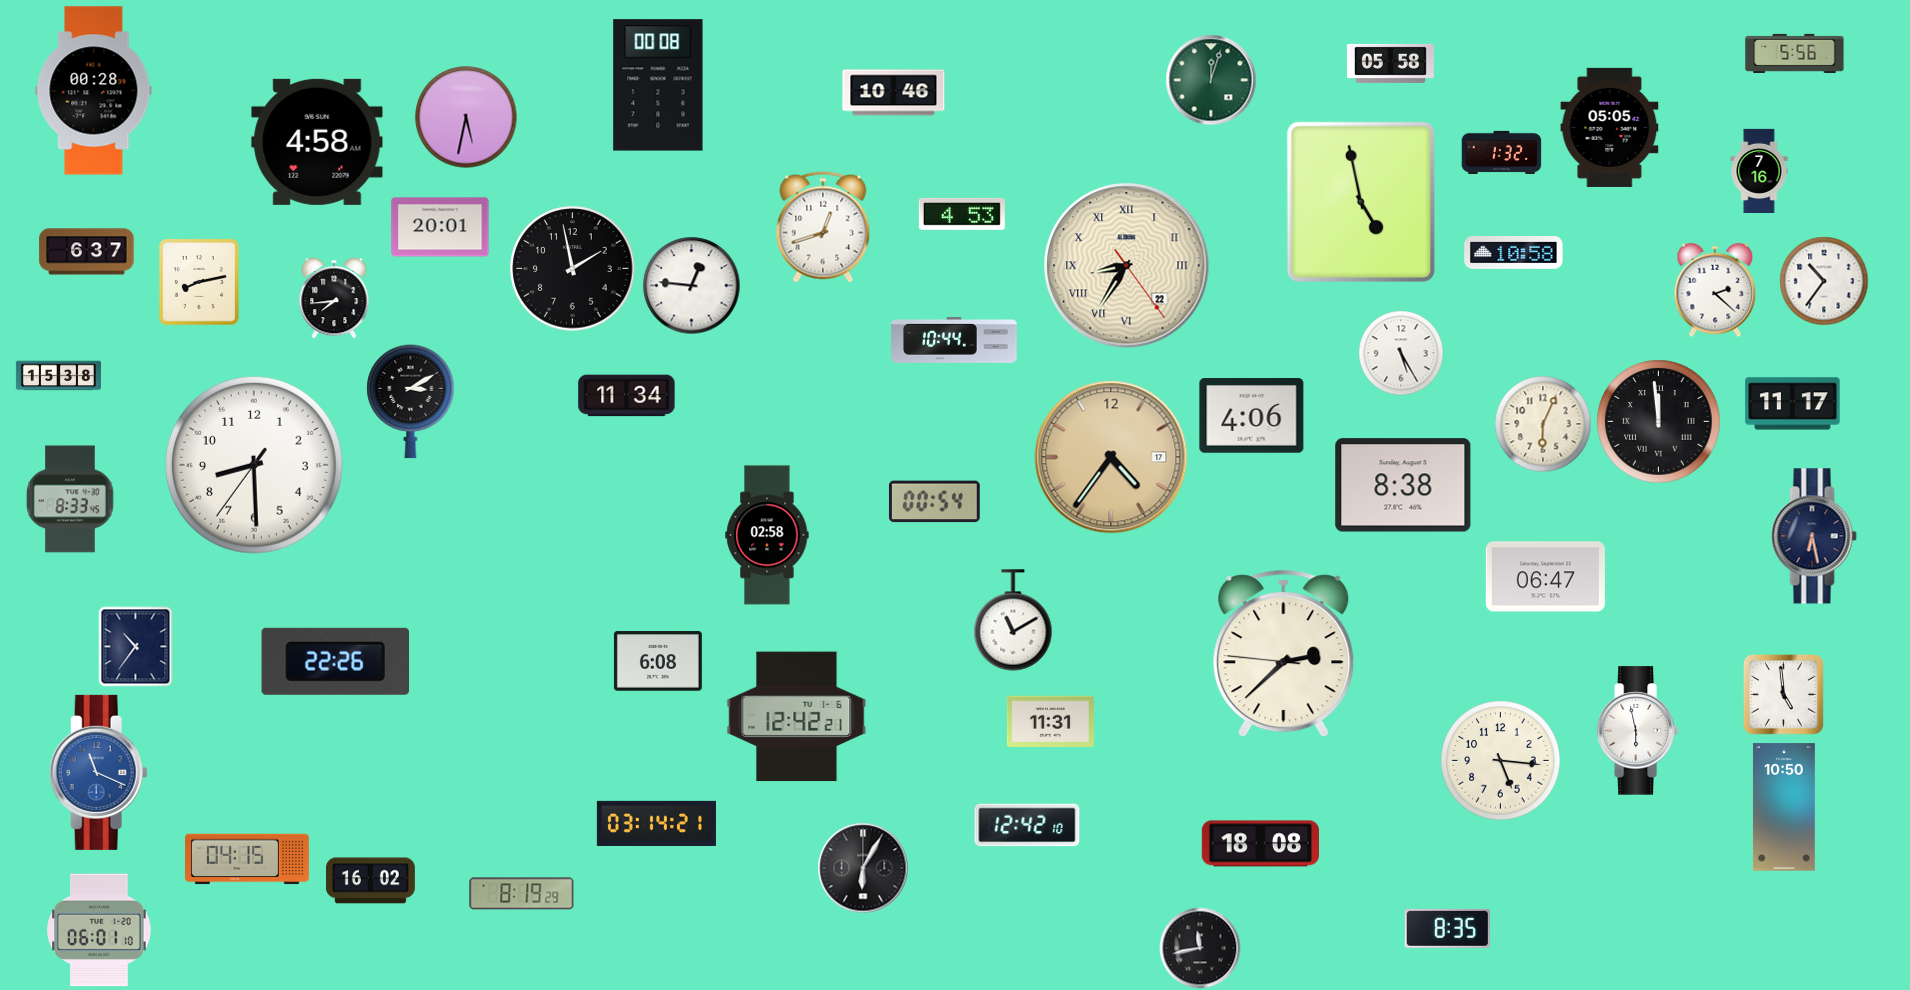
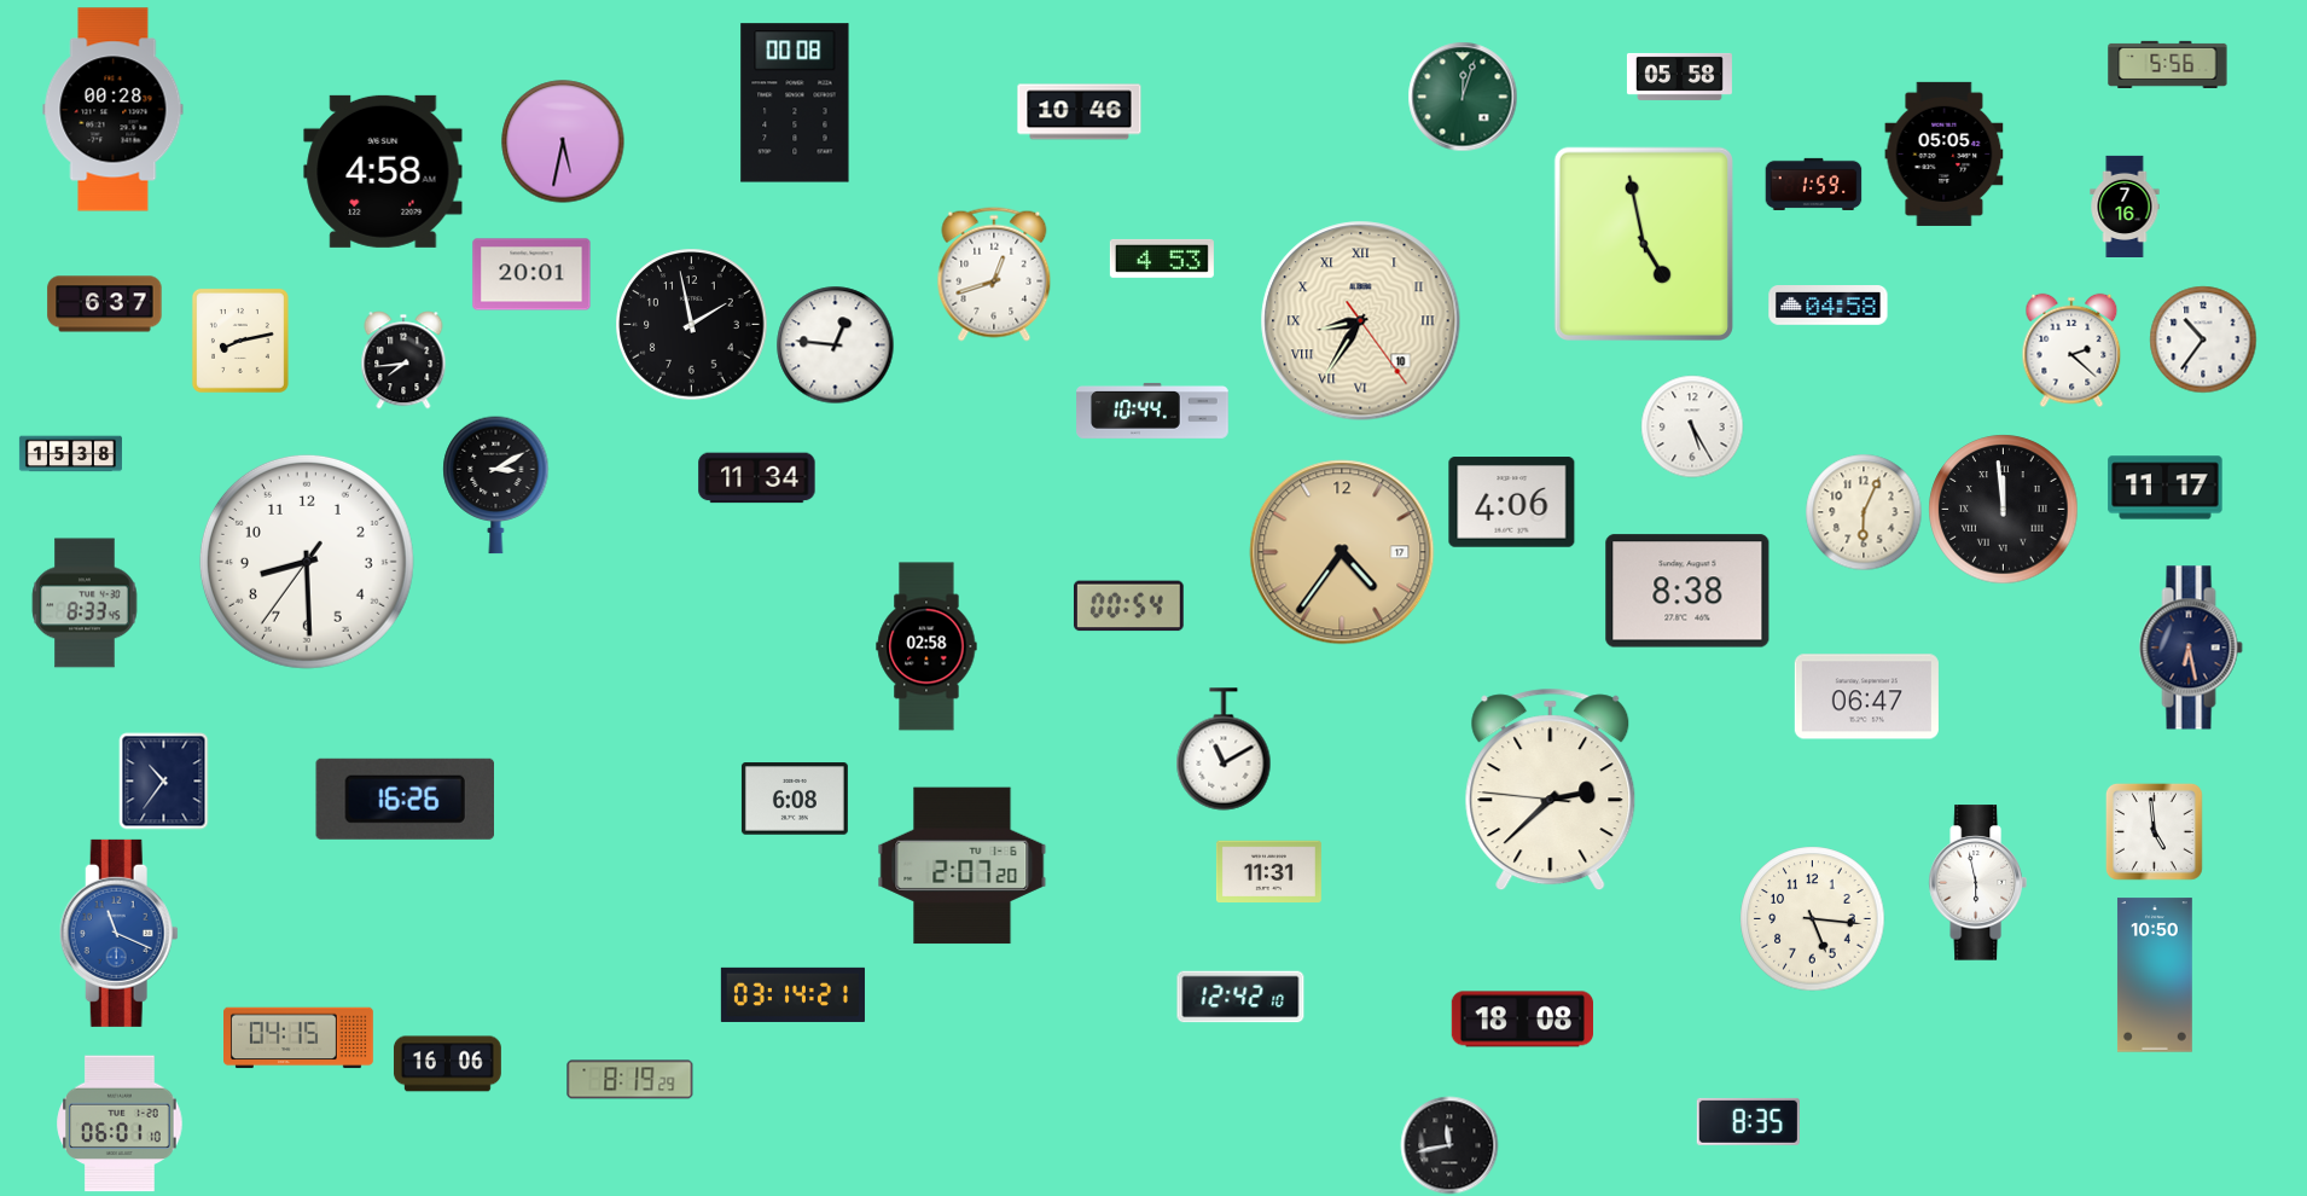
clock at (1502, 152): 1:32 -> 1:59
clock at (1514, 253): 10:58 -> 04:58
clock at (1127, 266) date: 22 -> 10
clock at (1403, 485) position: (1403, 485) -> (1687, 591)
clock at (335, 661): 22:26 -> 16:26
clock at (1784, 695) position: (1784, 695) -> (2155, 832)
clock at (797, 717): 12:42 -> 2:07
clock at (863, 868): 6:05 -> none
clock at (370, 881): 16:02 -> 16:06
